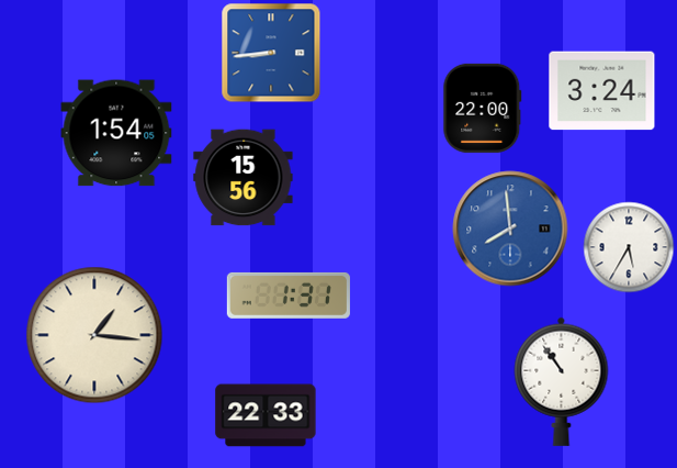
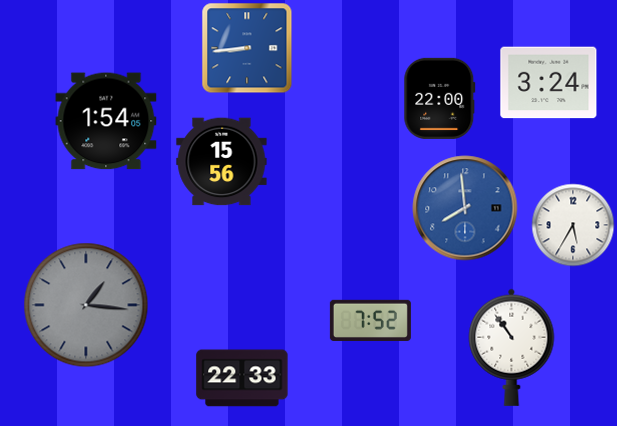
clock at (289, 296): 1:31 -> none
clock at (94, 335) dial: cream -> grey
clock at (370, 320): none -> 7:52
